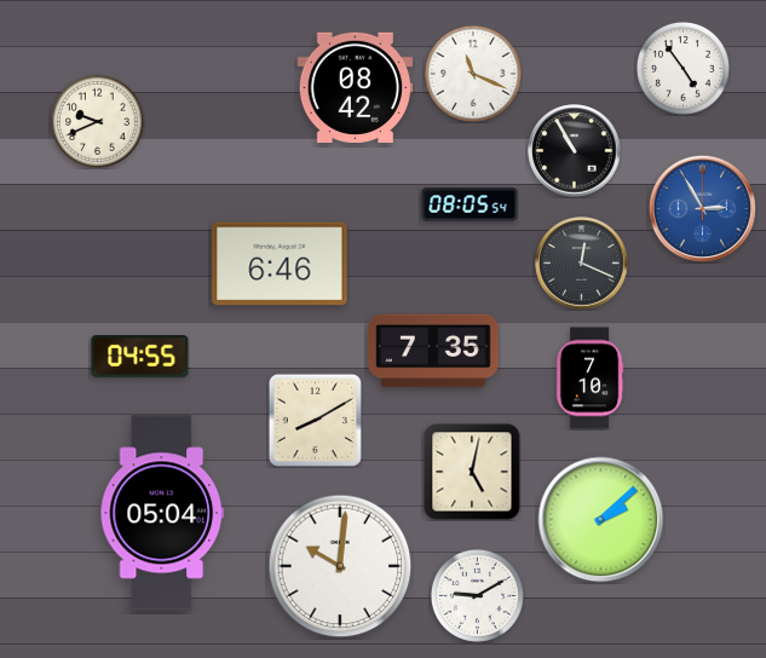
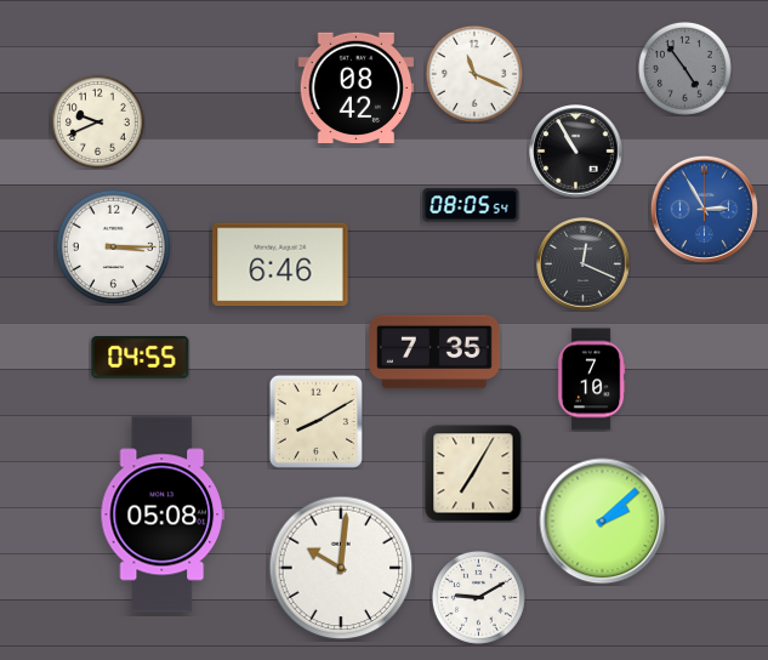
clock at (683, 68) dial: white -> grey
clock at (113, 246): none -> 3:15
clock at (472, 472): 5:02 -> 7:05
clock at (161, 513): 05:04 -> 05:08
